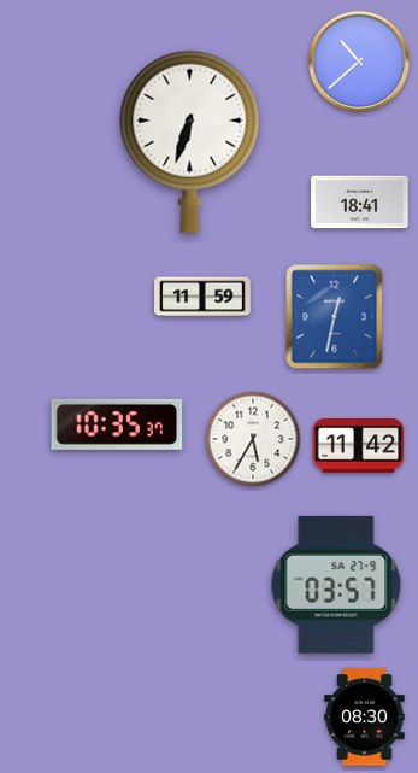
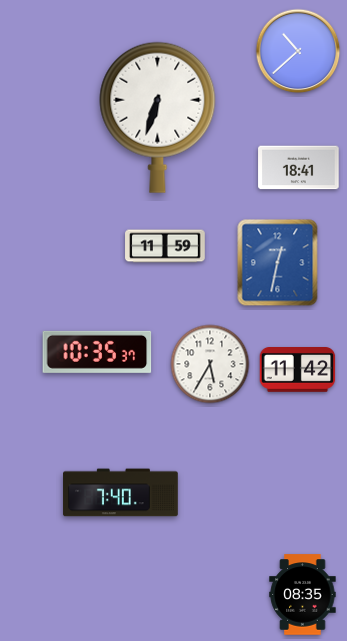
clock at (202, 297) position: (202, 297) -> (165, 246)
clock at (336, 585): 03:57 -> none
clock at (121, 493): none -> 7:40
clock at (365, 718): 08:30 -> 08:35
